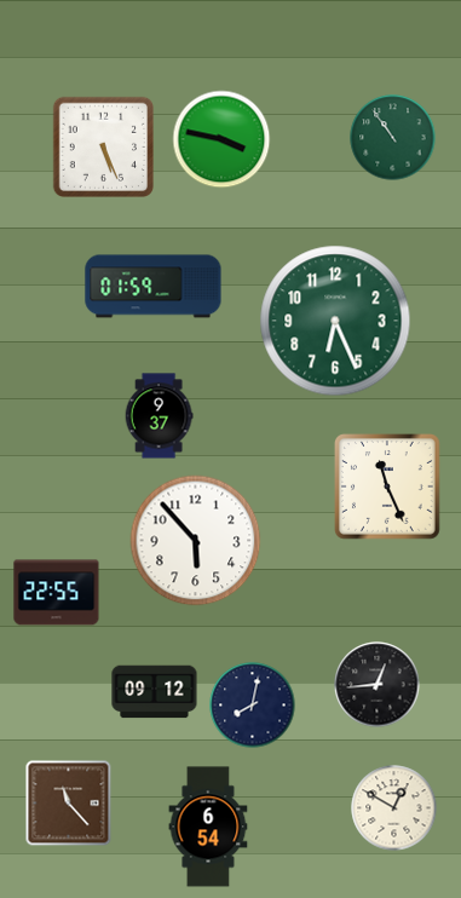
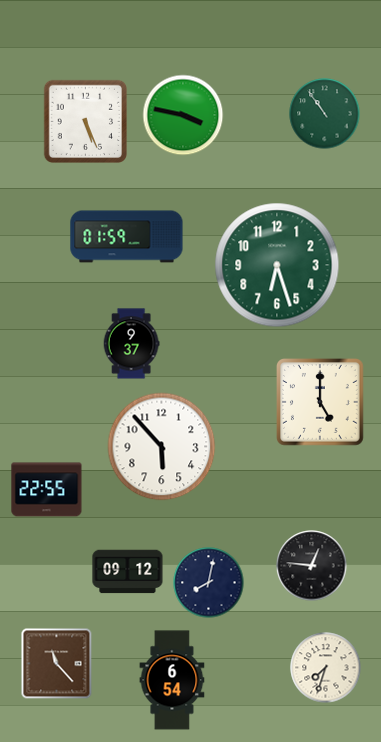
clock at (335, 321): 6:26 -> 6:27
clock at (388, 488): 11:26 -> 5:00
clock at (378, 685): 12:44 -> 12:46
clock at (394, 808): 12:50 -> 7:33
clock at (208, 827) position: (208, 827) -> (172, 680)
